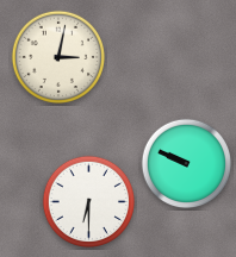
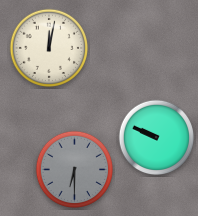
clock at (57, 56): 3:02 -> 12:02
clock at (89, 202) dial: white -> grey
